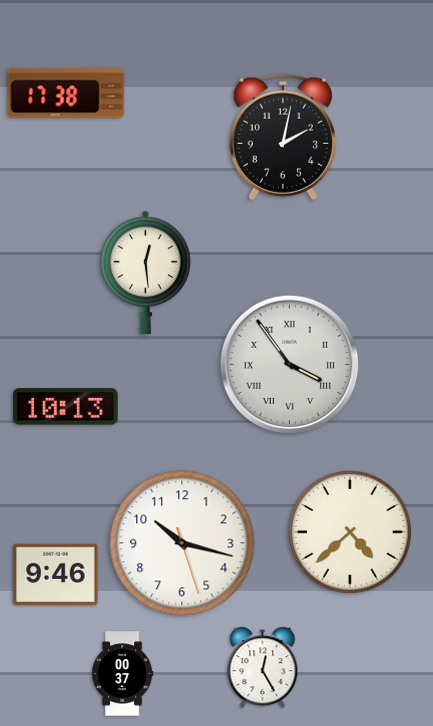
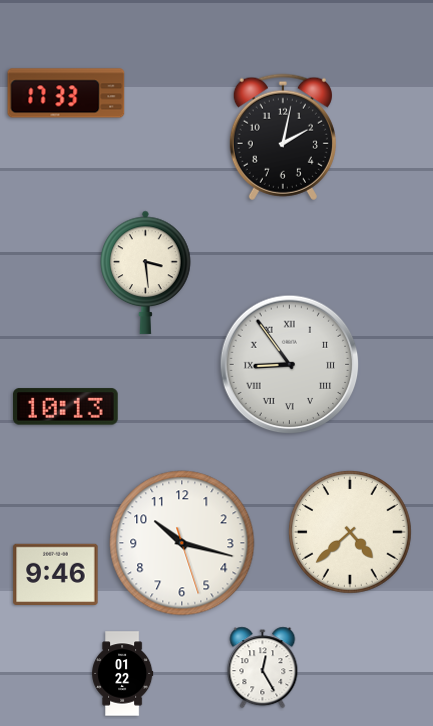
clock at (66, 93): 17:38 -> 17:33
clock at (146, 272): 12:29 -> 3:29
clock at (290, 365): 3:54 -> 8:54
clock at (123, 674): 00:37 -> 01:22
